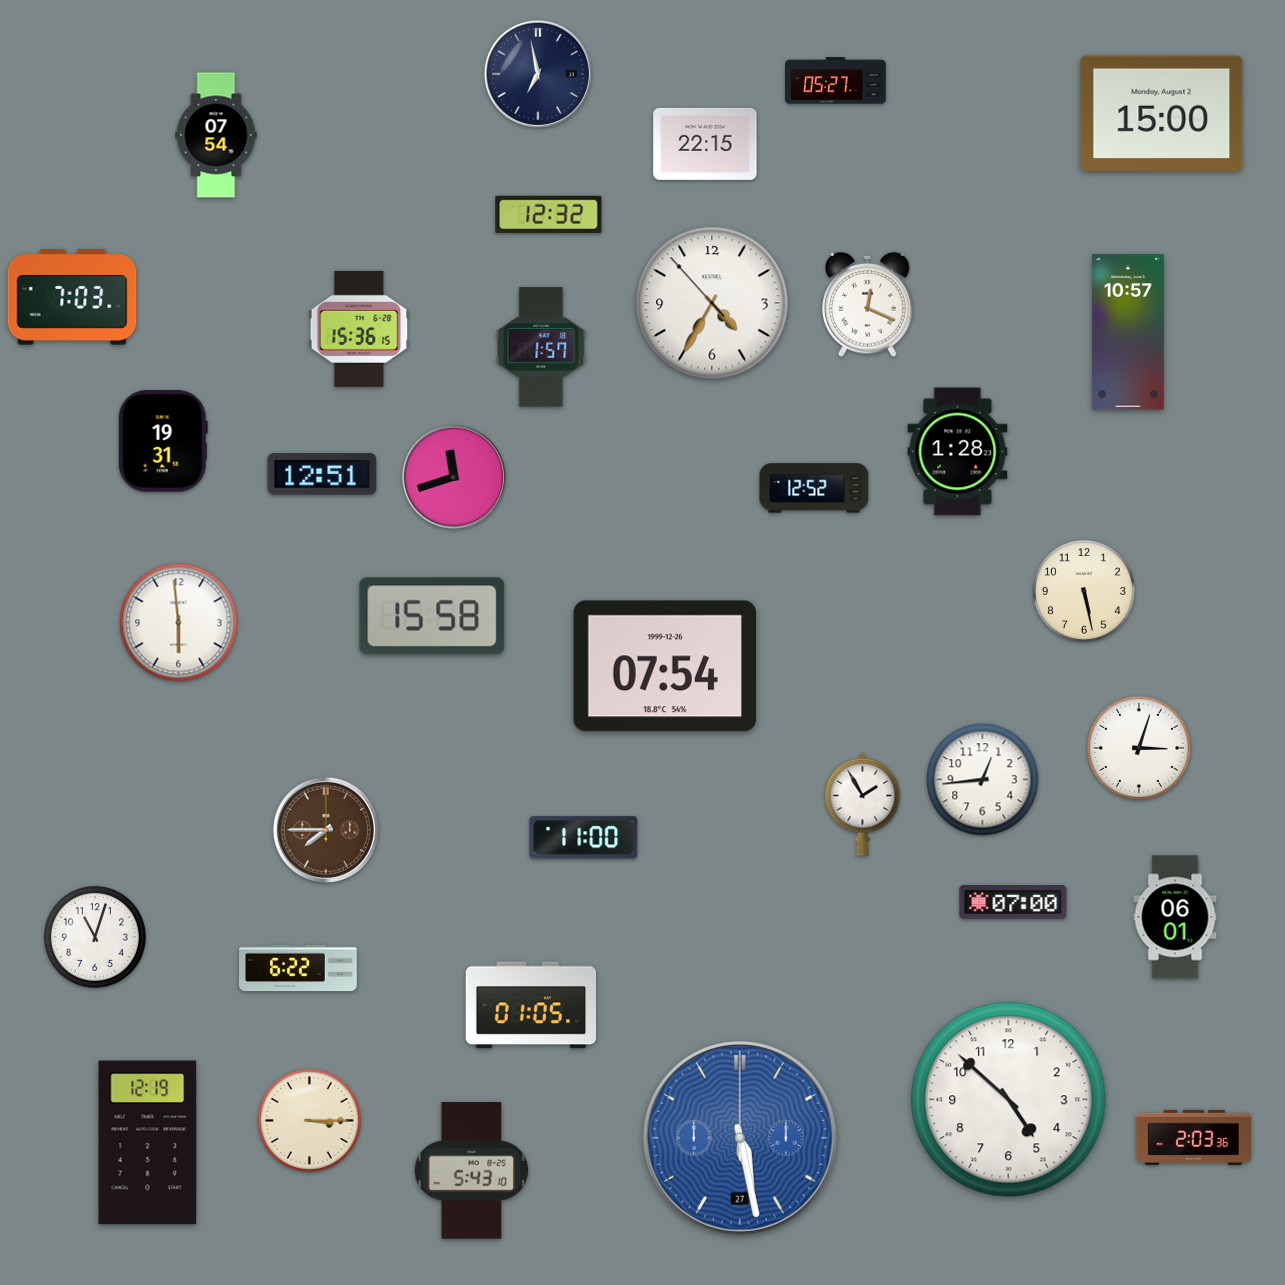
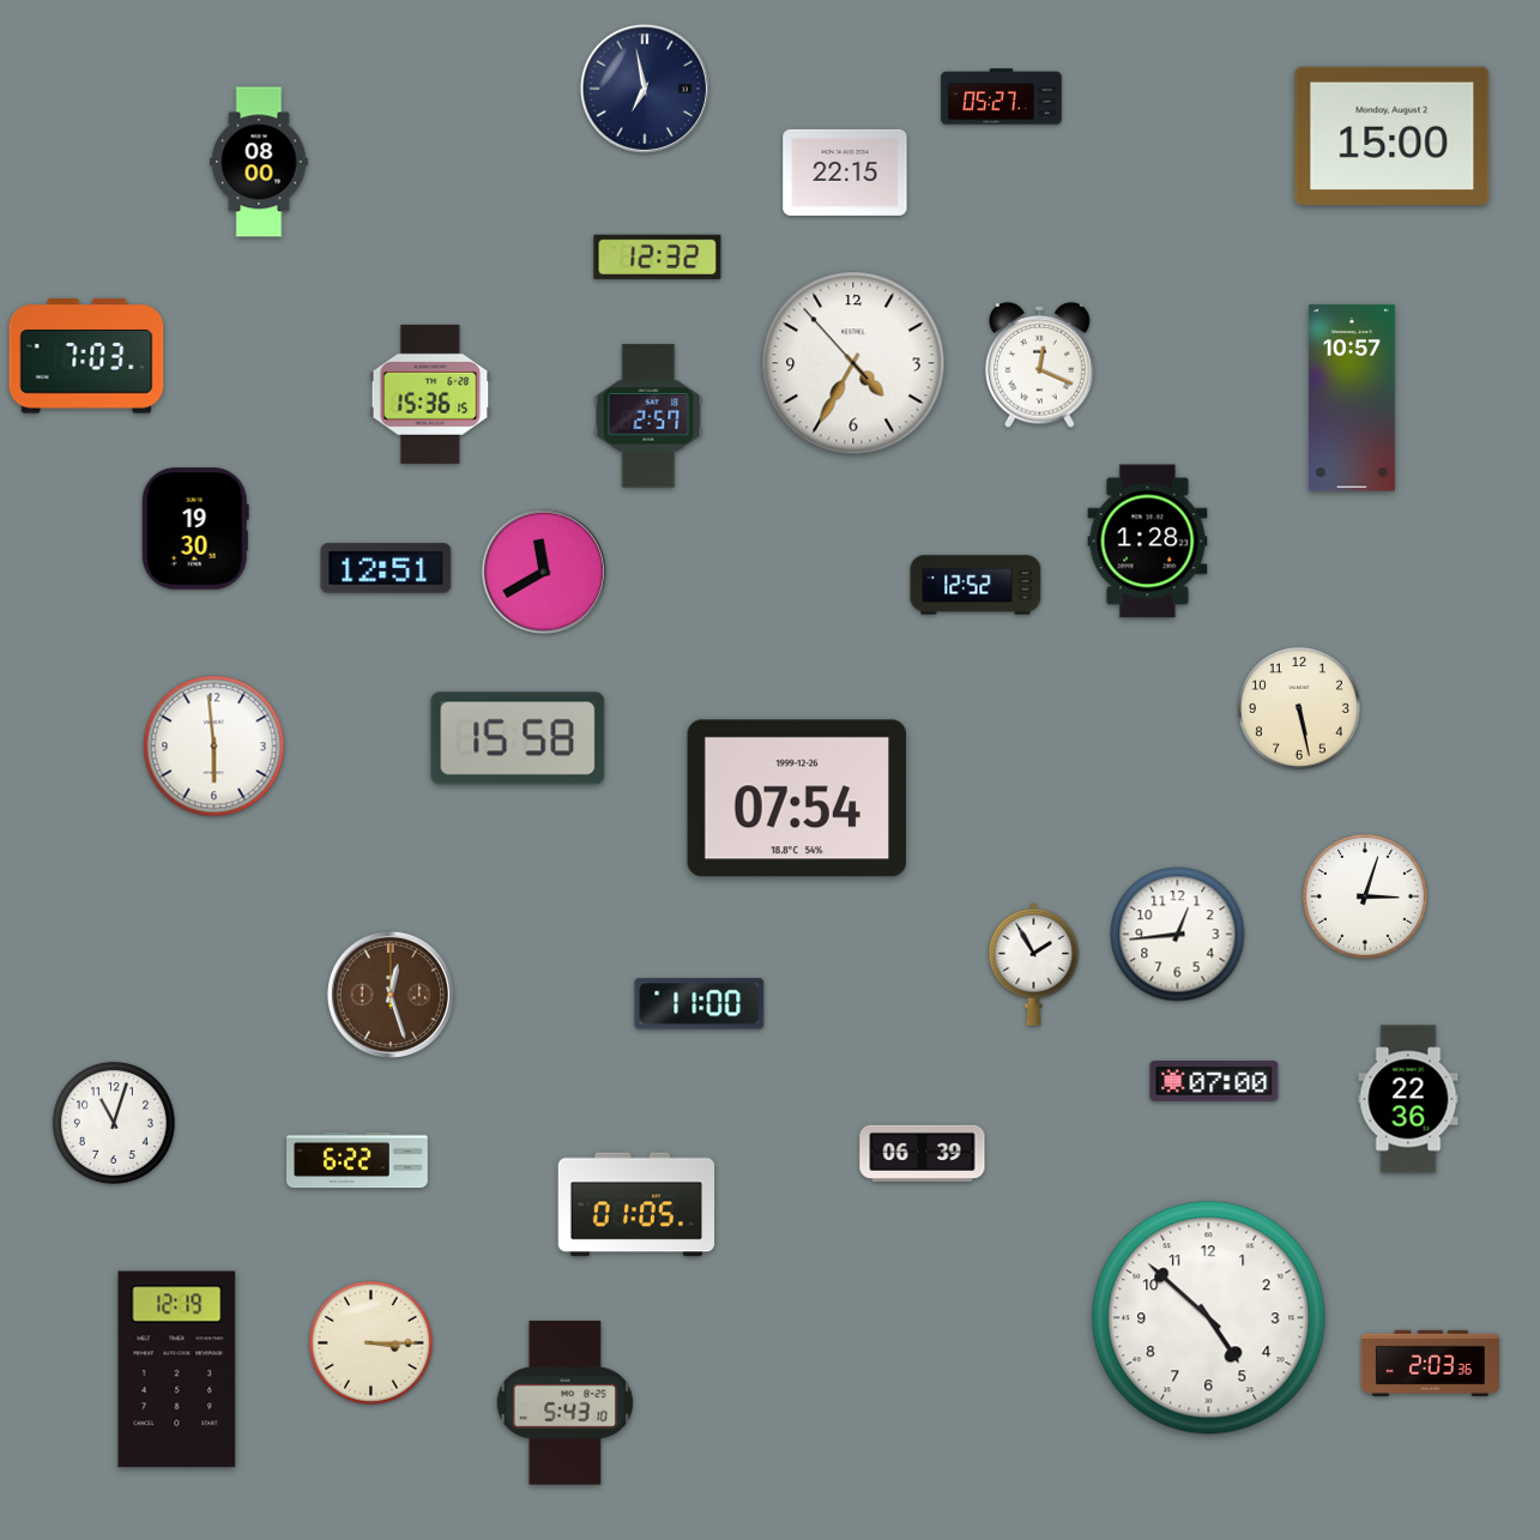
clock at (216, 135): 07:54 -> 08:00
clock at (541, 347): 1:57 -> 2:57
clock at (163, 441): 19:31 -> 19:30
clock at (454, 477): 11:42 -> 11:40
clock at (326, 830): 7:45 -> 12:27
clock at (1175, 917): 06:01 -> 22:36
clock at (923, 1153): none -> 06:39
clock at (740, 1138): 5:28 -> none
